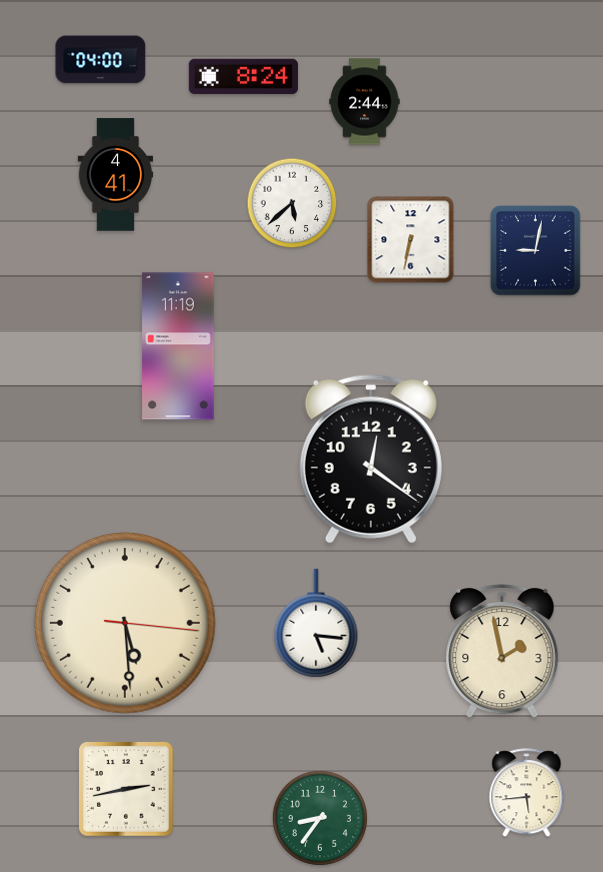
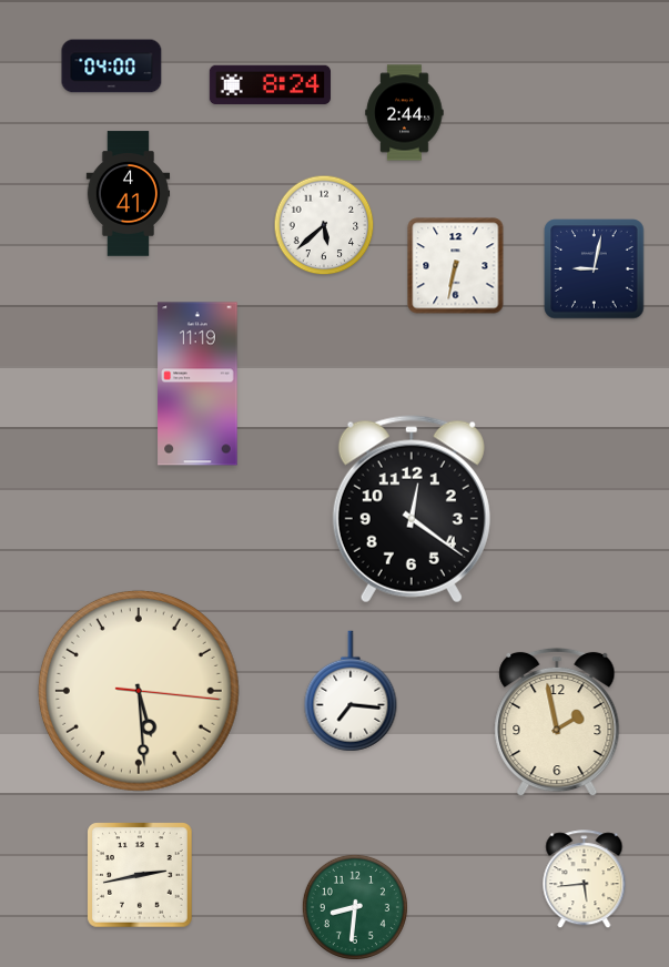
clock at (536, 251) position: (536, 251) -> (595, 269)
clock at (316, 623): 5:16 -> 7:16
clock at (320, 818): 8:36 -> 8:31
